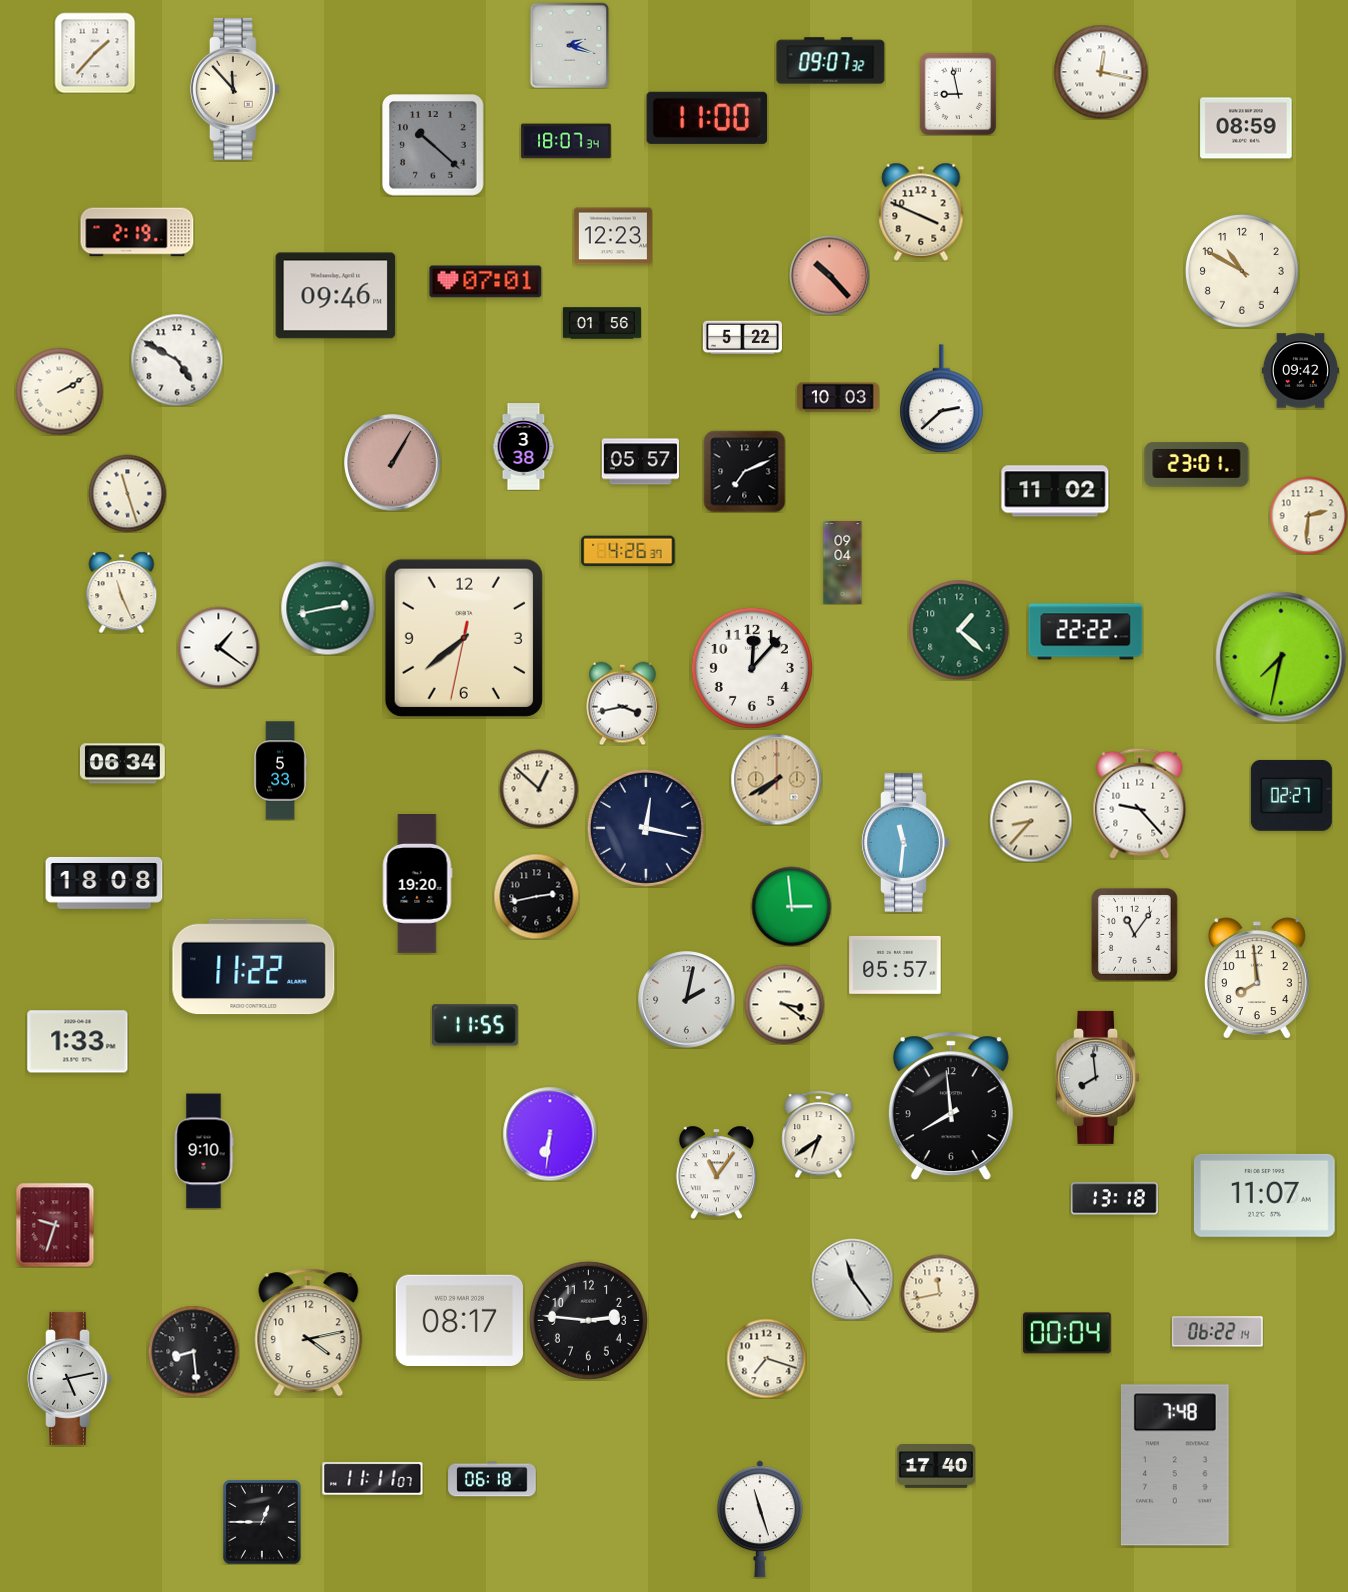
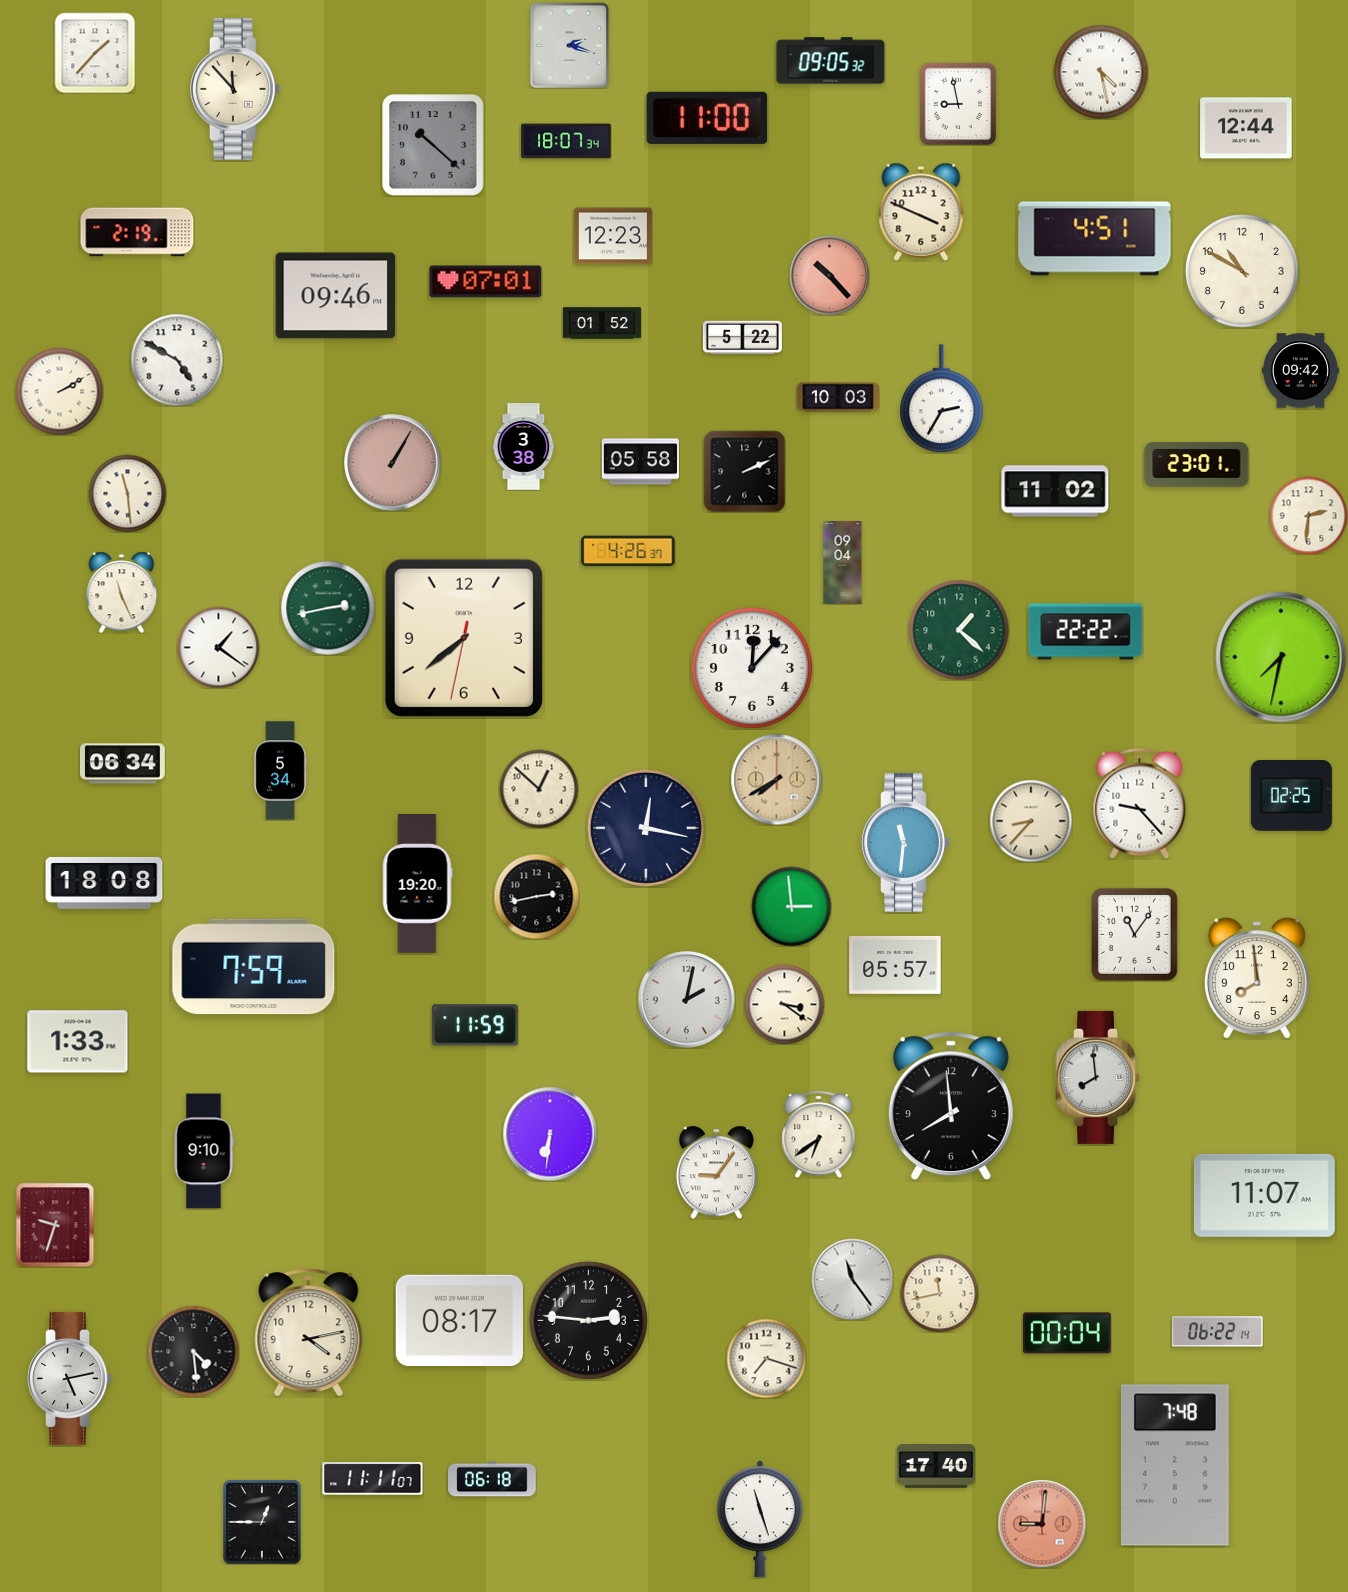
clock at (831, 61): 09:07 -> 09:05
clock at (1101, 72): 12:17 -> 4:28
clock at (958, 94) position: (958, 94) -> (958, 104)
clock at (1246, 128): 08:59 -> 12:44
clock at (1095, 239): none -> 4:51
clock at (602, 323): 01:56 -> 01:52
clock at (942, 399): 2:38 -> 2:35
clock at (640, 462): 05:57 -> 05:58
clock at (744, 471): 7:11 -> 2:11
clock at (127, 493): 11:27 -> 11:29
clock at (623, 703): 3:43 -> none
clock at (280, 771): 5:33 -> 5:34
clock at (1291, 795): 02:27 -> 02:25
clock at (254, 967): 11:22 -> 7:59
clock at (476, 1025): 11:55 -> 11:59
clock at (716, 1172): 11:06 -> 9:06
clock at (1115, 1199): 13:18 -> none
clock at (193, 1351): 8:29 -> 4:29
clock at (1042, 1524): none -> 9:01
